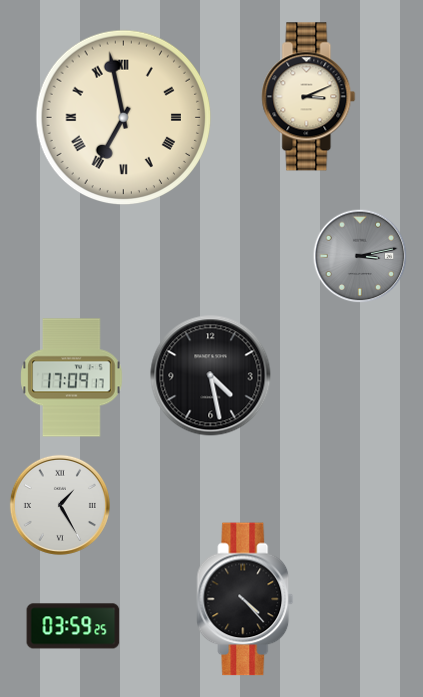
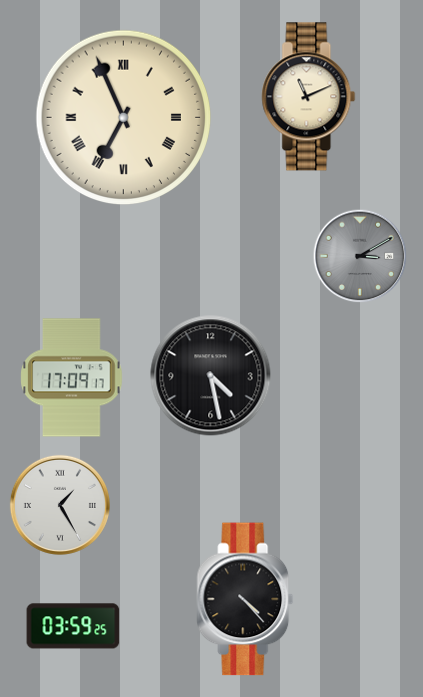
clock at (309, 97): 3:11 -> 11:11
clock at (124, 118): 6:58 -> 6:56
clock at (360, 256): 3:13 -> 3:10
